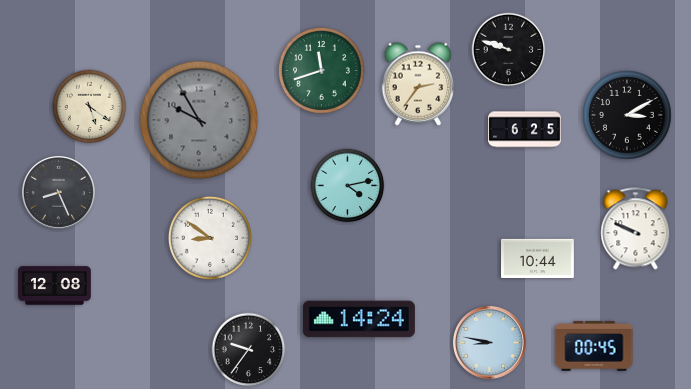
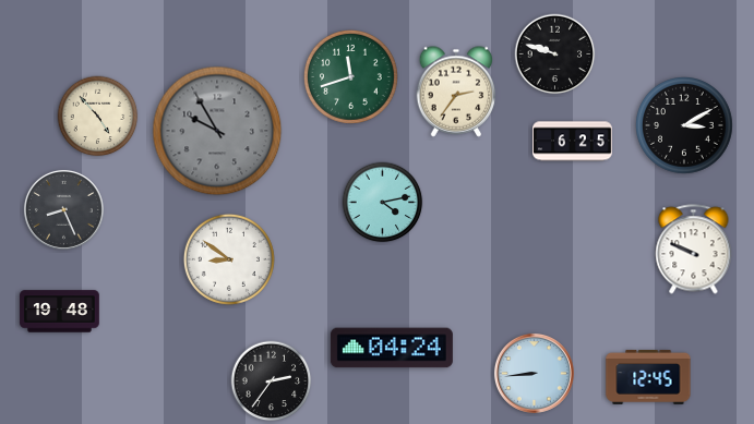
clock at (90, 107): 5:21 -> 4:53
clock at (348, 186) position: (348, 186) -> (383, 203)
clock at (538, 258): 10:44 -> none
clock at (55, 286): 12:08 -> 19:48
clock at (359, 319): 14:24 -> 04:24
clock at (489, 342): 8:47 -> 8:44
clock at (594, 346): 00:45 -> 12:45
clock at (249, 350): 9:36 -> 2:36
